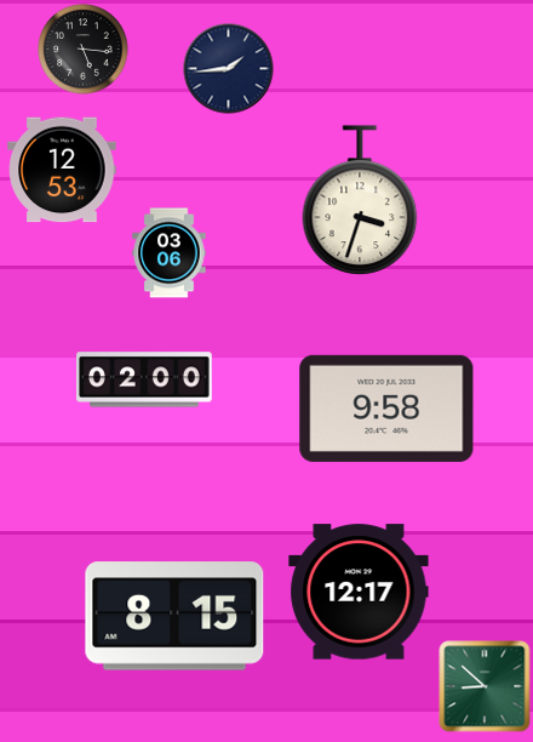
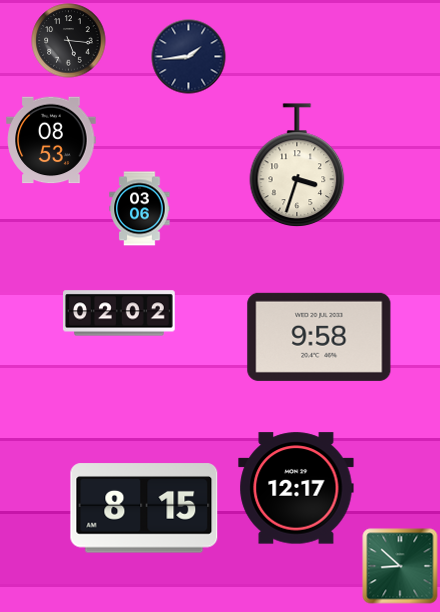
clock at (62, 170): 12:53 -> 08:53
clock at (145, 379): 02:00 -> 02:02
